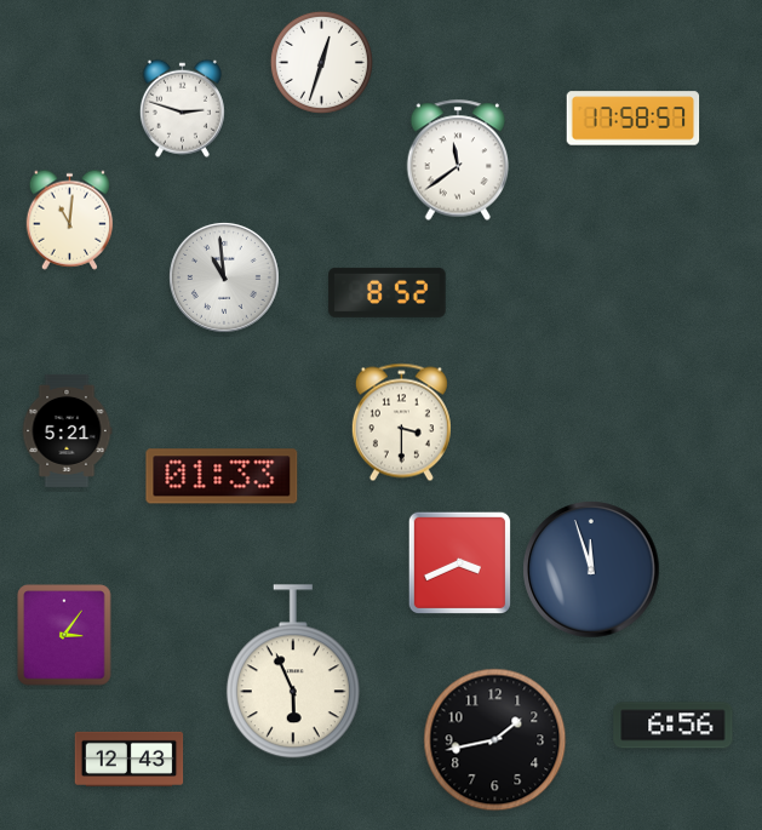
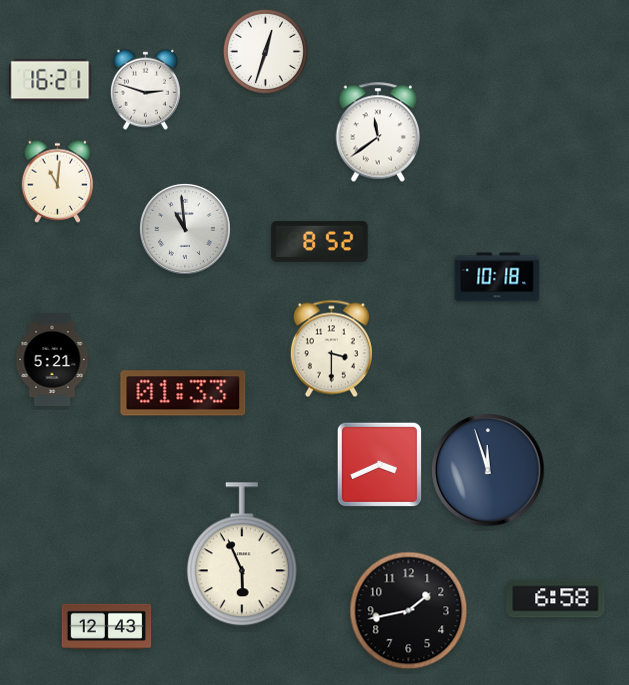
clock at (50, 80): none -> 16:21
clock at (182, 108) position: (182, 108) -> (145, 89)
clock at (634, 119): 17:58 -> none
clock at (497, 277): none -> 10:18
clock at (67, 430) position: (67, 430) -> (52, 359)
clock at (64, 635): 3:06 -> none
clock at (674, 726): 6:56 -> 6:58
